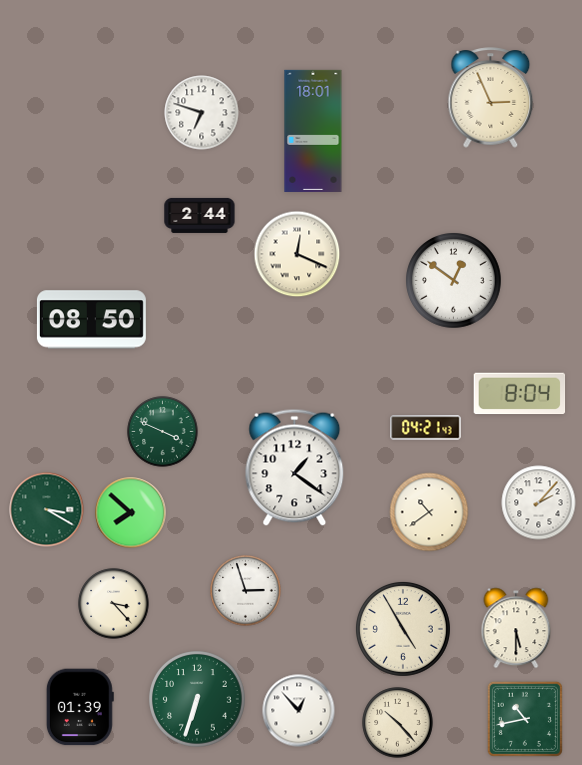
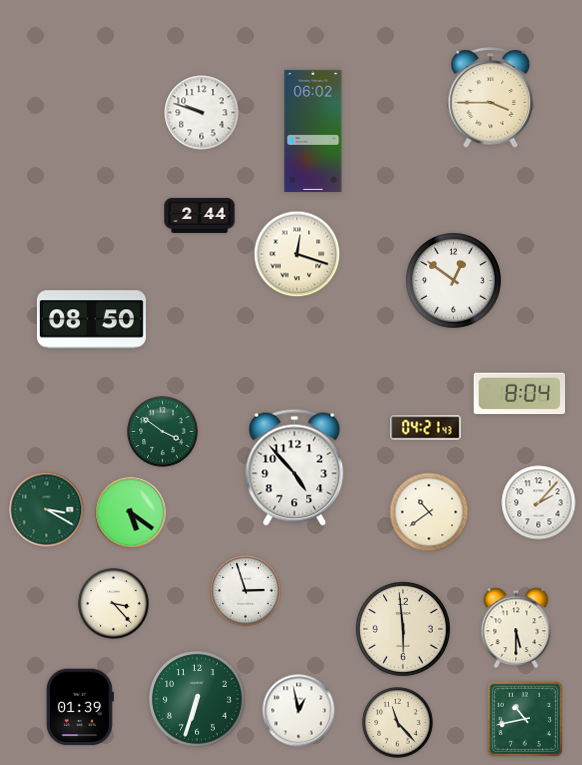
clock at (491, 98): 2:56 -> 3:45
clock at (202, 113): 6:48 -> 9:48
clock at (313, 131): 18:01 -> 06:02
clock at (297, 254): 12:19 -> 12:18
clock at (163, 432): 3:49 -> 3:51
clock at (295, 467): 1:21 -> 4:53
clock at (131, 513): 7:52 -> 5:21
clock at (403, 629): 4:55 -> 5:59
clock at (299, 711): 12:53 -> 12:58
clock at (398, 723): 10:23 -> 11:23
